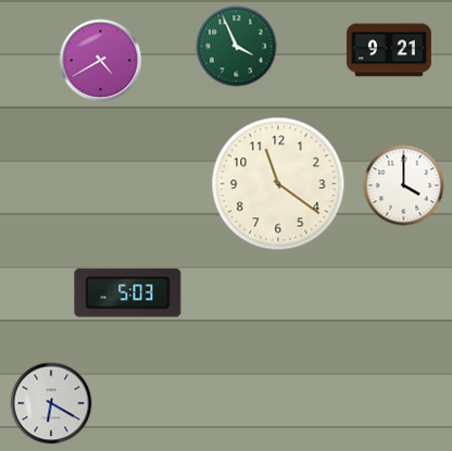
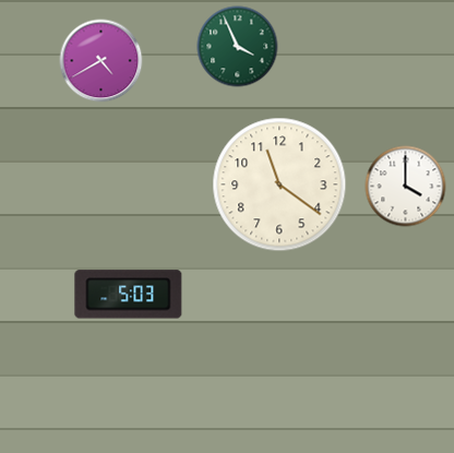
clock at (389, 50): 9:21 -> none
clock at (51, 403): 6:20 -> none
